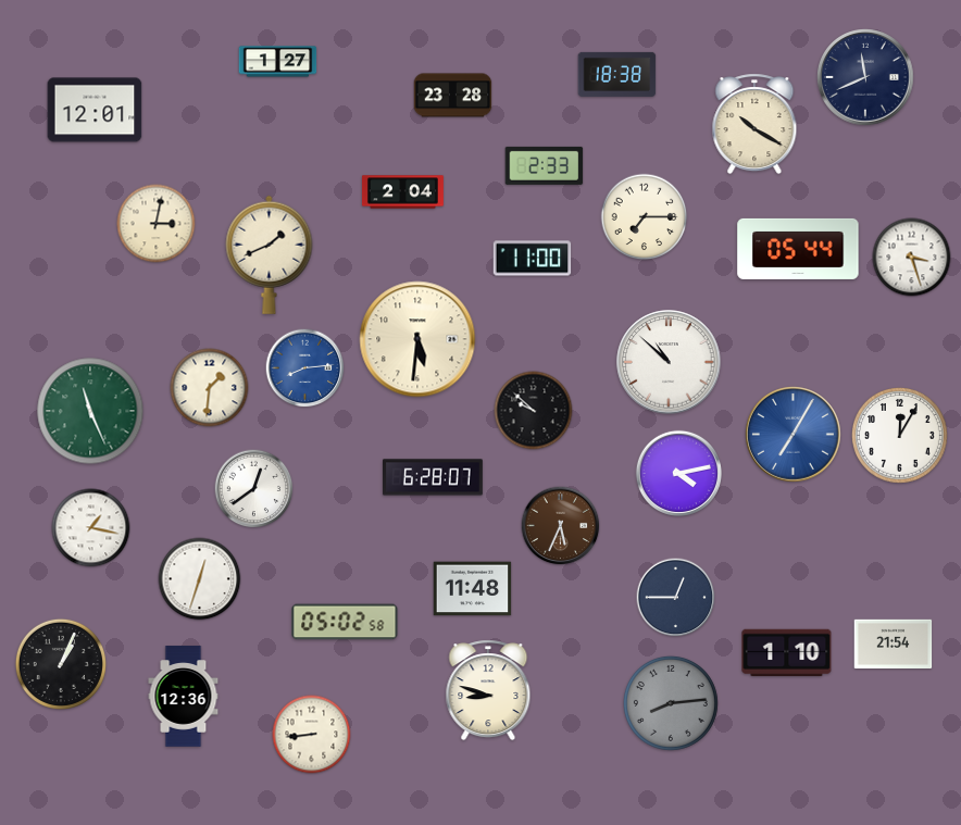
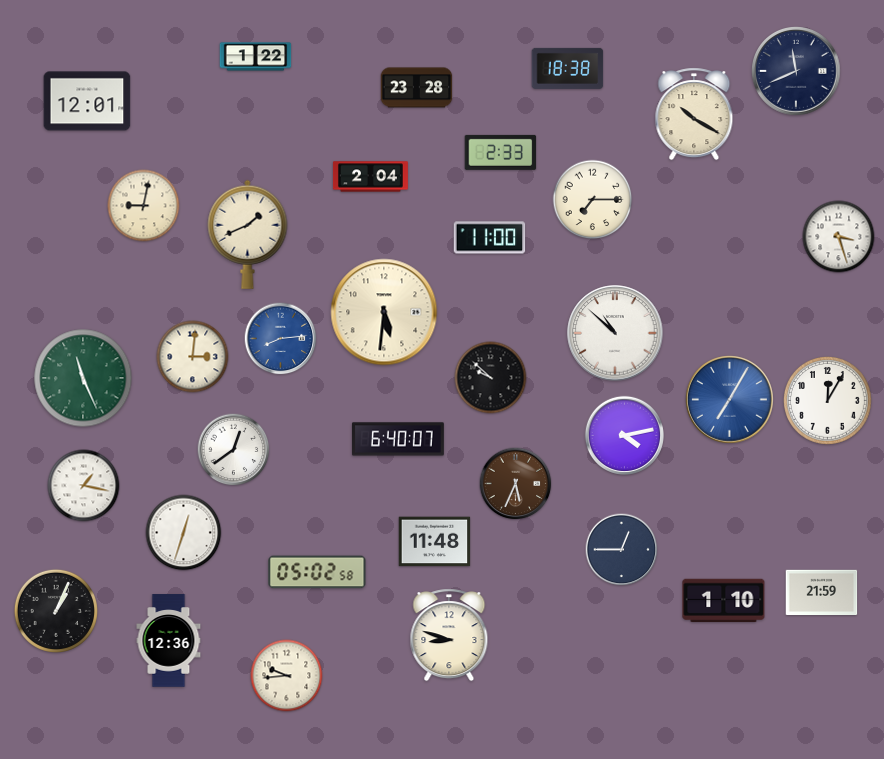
clock at (278, 62): 1:27 -> 1:22
clock at (157, 224): 3:02 -> 9:02
clock at (798, 249): 05:44 -> none
clock at (210, 388): 1:31 -> 3:01
clock at (433, 477): 6:28 -> 6:40
clock at (894, 645): 21:54 -> 21:59
clock at (671, 703): 8:14 -> none
clock at (312, 735): 8:44 -> 9:44
